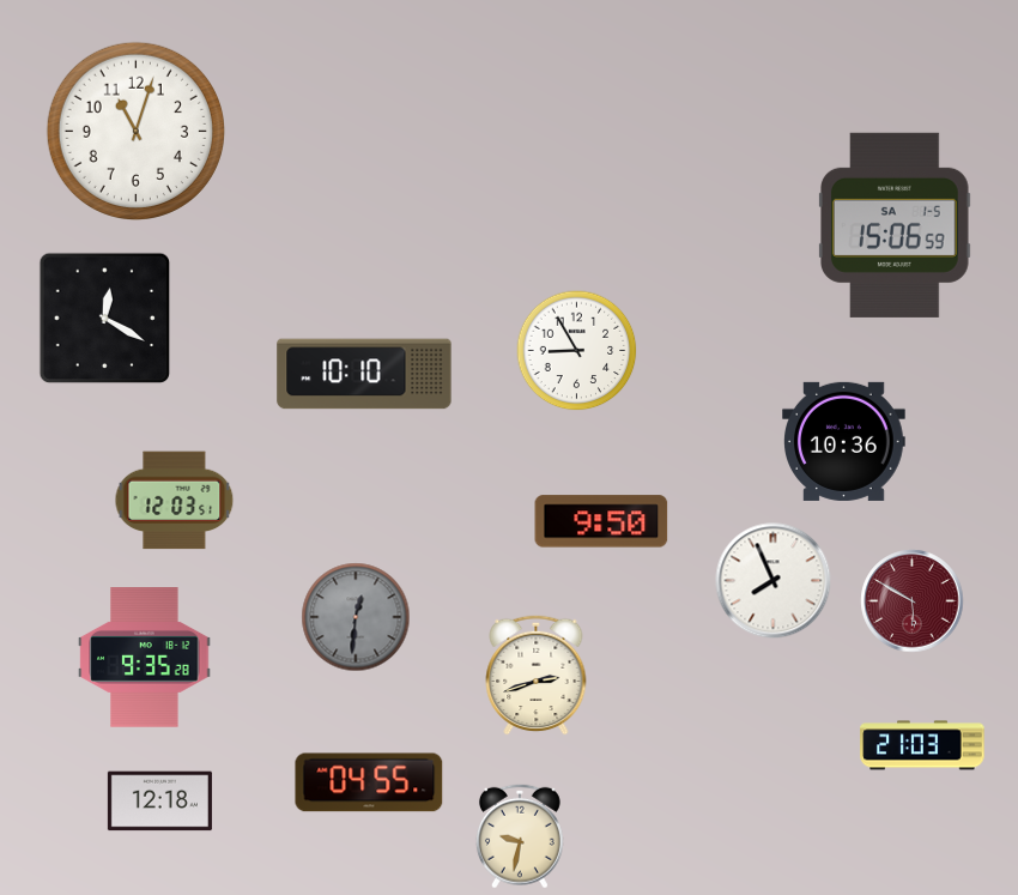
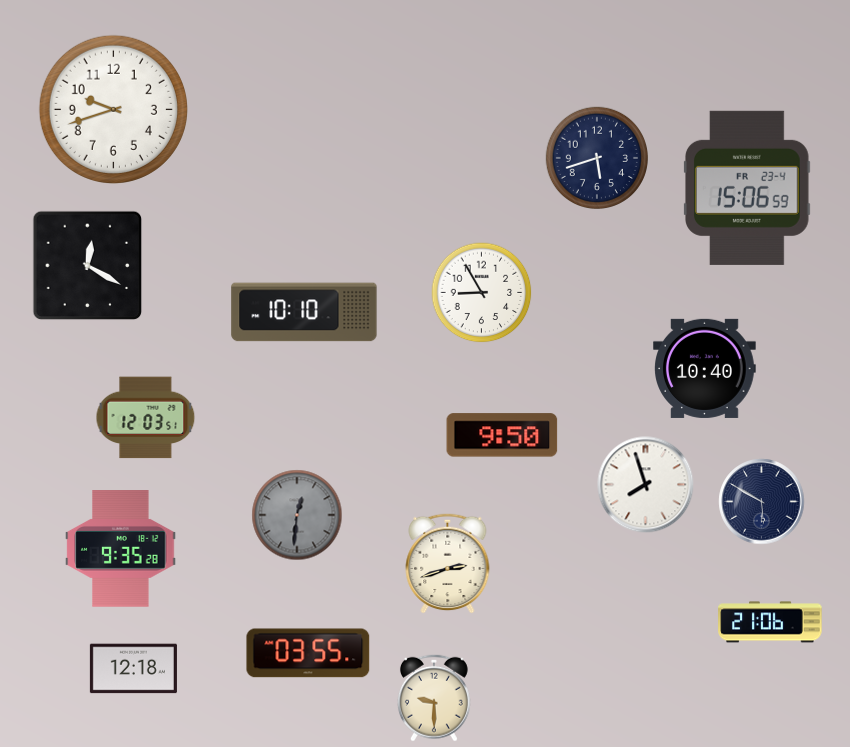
clock at (135, 131): 11:03 -> 9:42
clock at (596, 157): none -> 5:42
clock at (896, 225) date: SA 1-5 -> FR 23-4
clock at (844, 441): 10:36 -> 10:40
clock at (774, 581): 7:56 -> 7:57
clock at (913, 601) dial: burgundy -> navy
clock at (922, 745): 21:03 -> 21:06
clock at (369, 782): 04:55 -> 03:55
clock at (520, 836): 9:32 -> 9:30
